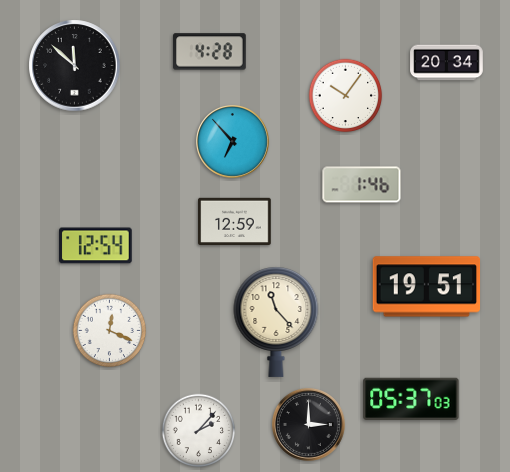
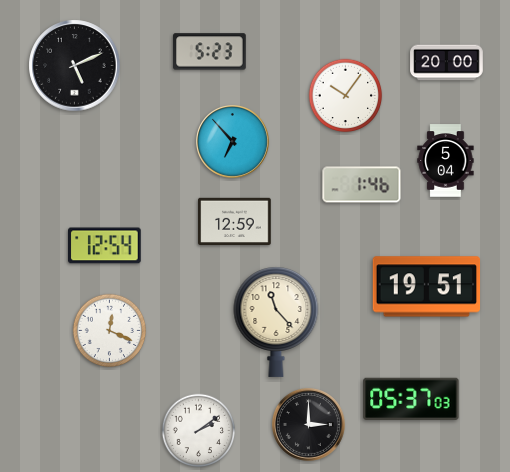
clock at (210, 52): 4:28 -> 5:23
clock at (447, 63): 20:34 -> 20:00
clock at (75, 66): 11:52 -> 5:11
clock at (446, 161): none -> 5:04
clock at (96, 246) position: (96, 246) -> (105, 246)
clock at (199, 431): 2:07 -> 2:09
